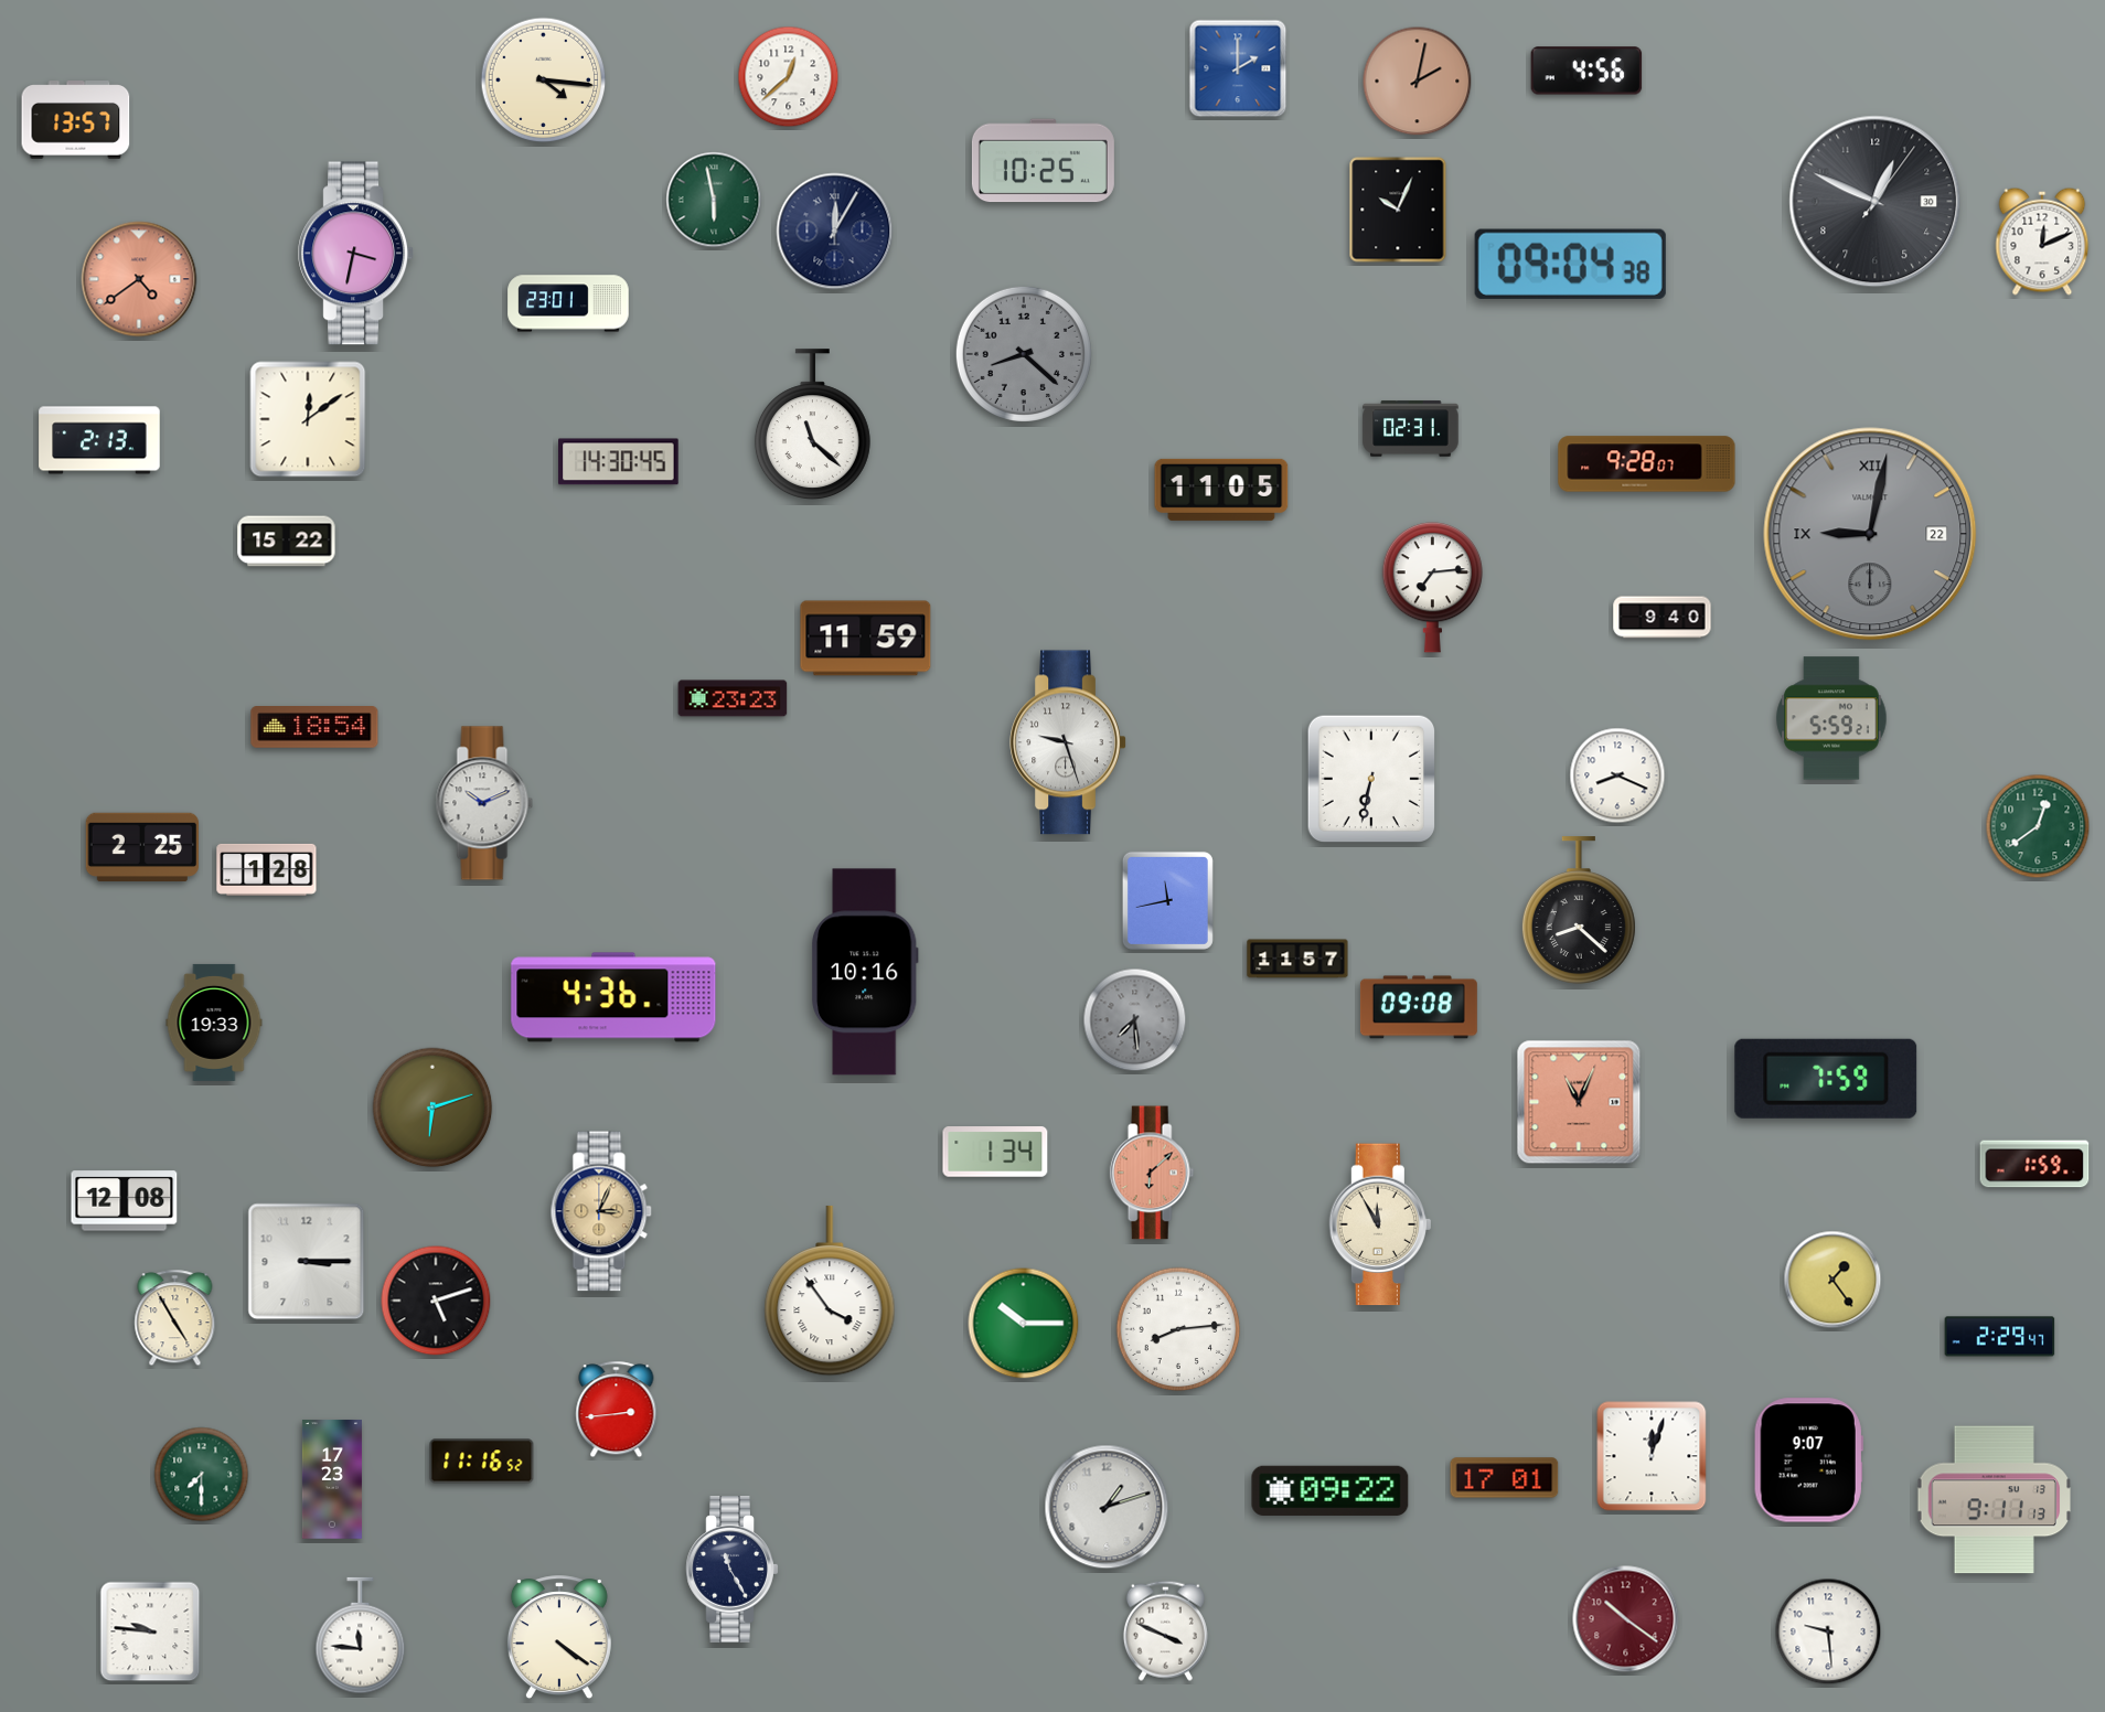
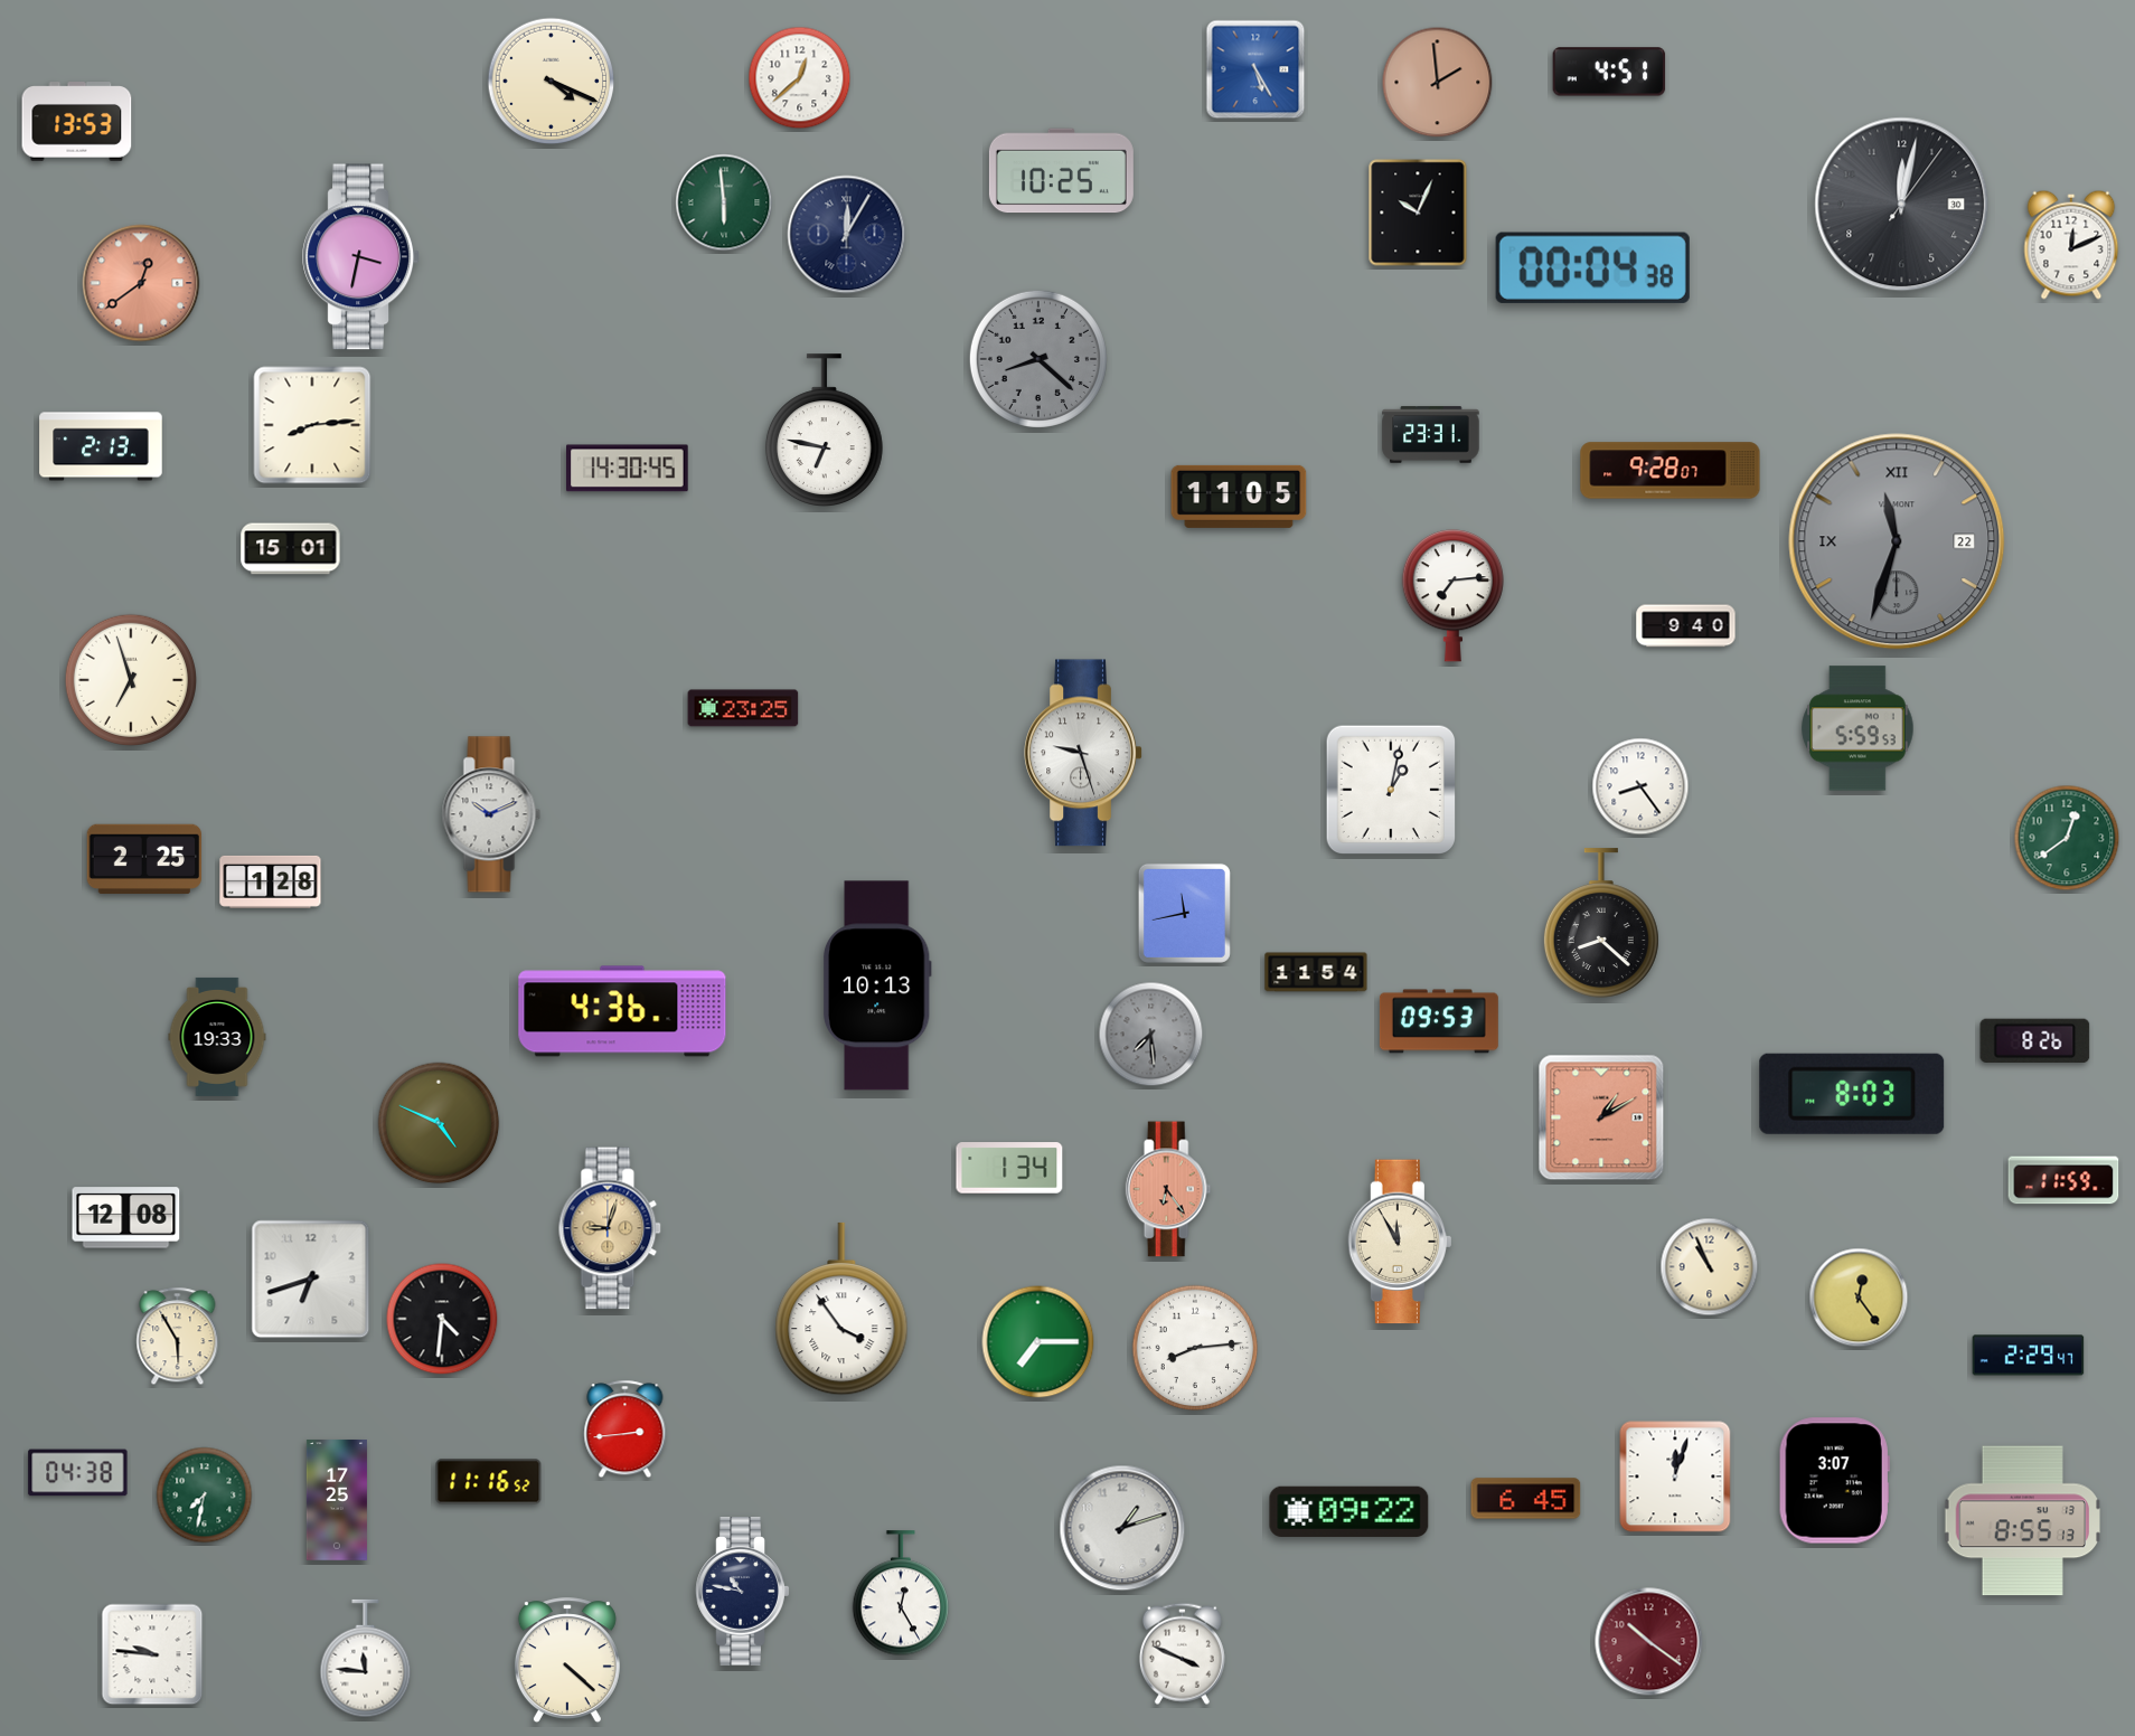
clock at (1238, 68): 2:00 -> 5:25
clock at (1586, 71): 4:56 -> 4:51
clock at (544, 81): 4:16 -> 4:19
clock at (1418, 82): 2:02 -> 1:59
clock at (76, 120): 13:57 -> 13:53
clock at (1043, 161) position: (1043, 161) -> (1061, 171)
clock at (714, 200): 5:58 -> 5:59
clock at (1876, 202): 12:49 -> 12:02
clock at (1570, 264): 09:04 -> 00:04
clock at (139, 279): 4:39 -> 12:39
clock at (568, 303): 23:01 -> none
clock at (308, 419): 12:09 -> 8:14
clock at (812, 424): 11:22 -> 6:47
clock at (1411, 429): 02:31 -> 23:31
clock at (1870, 534): 9:02 -> 11:33
clock at (287, 542): 15:22 -> 15:01
clock at (866, 639): 11:59 -> none
clock at (130, 679): none -> 6:57
clock at (733, 698): 23:23 -> 23:25
clock at (1831, 718): 5:59:21 -> 5:59:53
clock at (314, 728): 18:54 -> none
clock at (1617, 775): 8:19 -> 8:24
clock at (1370, 778): 6:32 -> 1:02
clock at (1297, 959): 11:57 -> 11:54
clock at (865, 972): 10:16 -> 10:13
clock at (1419, 1007): 09:08 -> 09:53
clock at (2035, 1040): none -> 8:26
clock at (1826, 1079): 7:59 -> 8:03
clock at (1579, 1102): 11:04 -> 1:10
clock at (432, 1108): 6:12 -> 4:49
clock at (2034, 1164): 1:59 -> 11:59
clock at (1152, 1173): 6:08 -> 6:24
clock at (601, 1211): 3:04 -> 9:03
clock at (1710, 1267): none -> 10:56
clock at (307, 1262): 3:15 -> 6:42
clock at (1832, 1280): 1:24 -> 12:24
clock at (436, 1301): 5:12 -> 4:31
clock at (175, 1318): 4:55 -> 5:55
clock at (1024, 1324): 10:15 -> 7:15
clock at (78, 1473): none -> 04:38
clock at (1808, 1460): 9:07 -> 3:07
clock at (202, 1475): 7:30 -> 7:32
clock at (1505, 1478): 17:01 -> 6:45
clock at (332, 1479): 17:23 -> 17:25
clock at (1995, 1500): 9:11 -> 8:55
clock at (733, 1570): 11:25 -> 10:47
clock at (901, 1594): none -> 12:25
clock at (1828, 1631): 9:29 -> none
clock at (559, 1638): 4:21 -> 4:22
